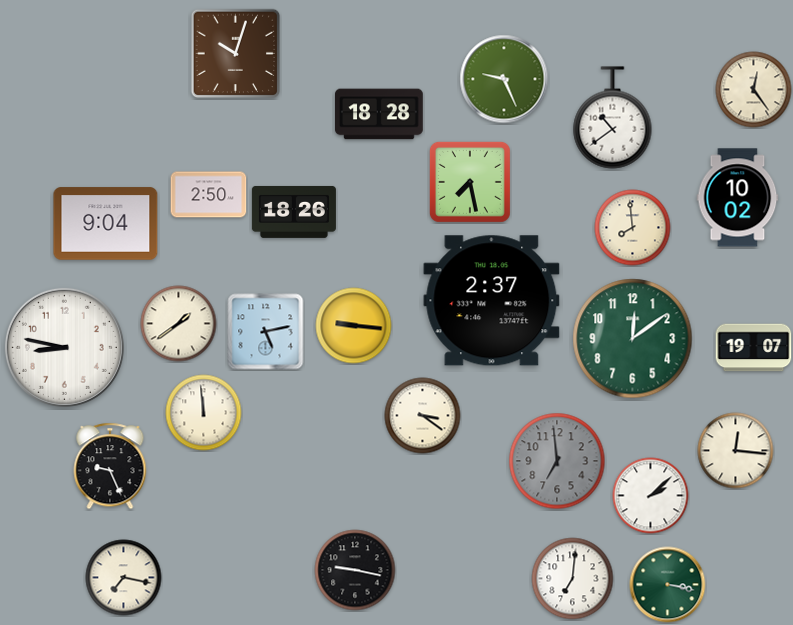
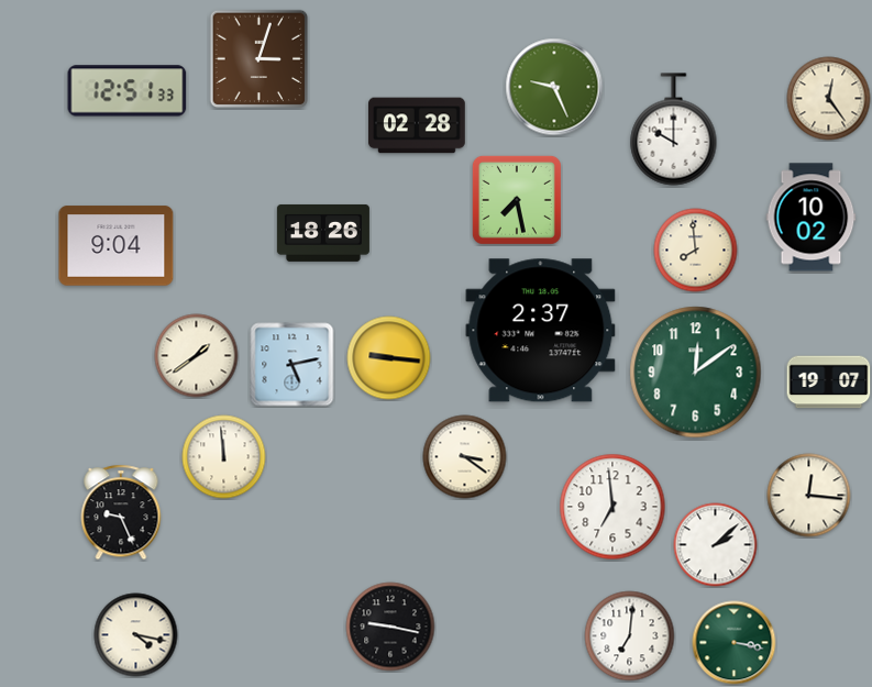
clock at (236, 54): 10:03 -> 3:03
clock at (128, 91): none -> 12:51
clock at (380, 114): 18:28 -> 02:28
clock at (613, 118): 10:39 -> 10:00
clock at (209, 195): 2:50 -> none
clock at (64, 347): 8:47 -> none
clock at (204, 413) position: (204, 413) -> (224, 457)
clock at (557, 461) dial: grey -> white
clock at (124, 578): 7:17 -> 4:17
